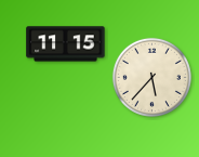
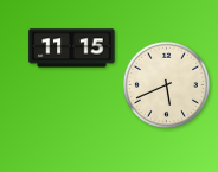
clock at (151, 77): 5:37 -> 5:41
